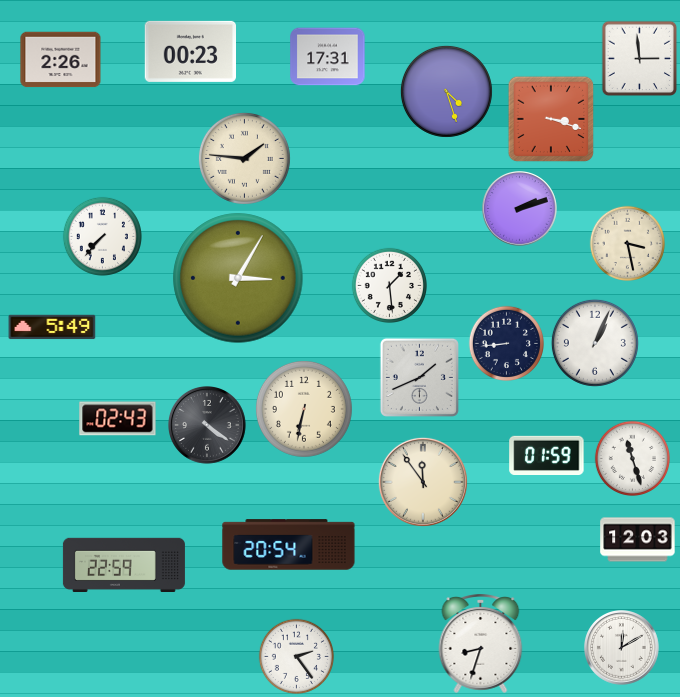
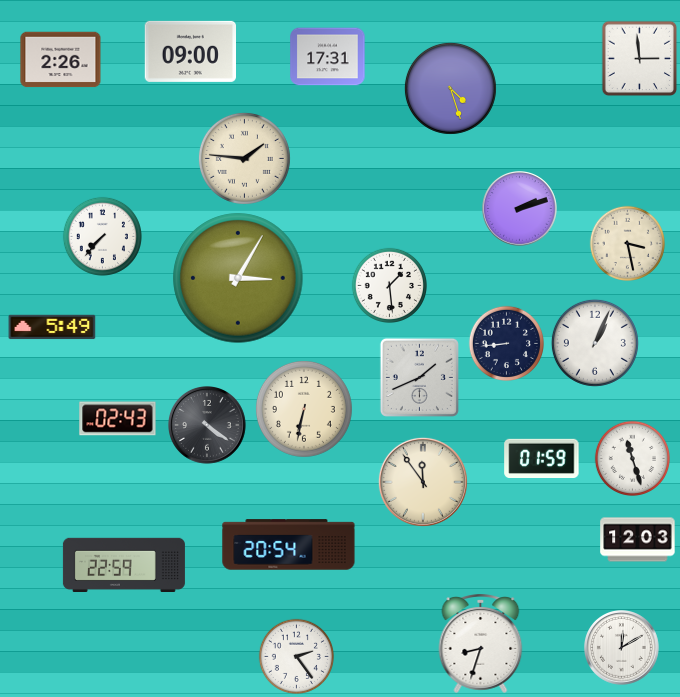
clock at (191, 51): 00:23 -> 09:00
clock at (446, 91) position: (446, 91) -> (450, 88)
clock at (551, 119): 3:18 -> none
clock at (547, 455) position: (547, 455) -> (542, 458)
